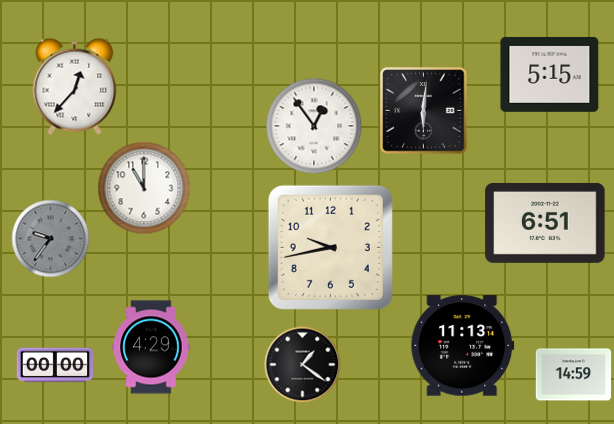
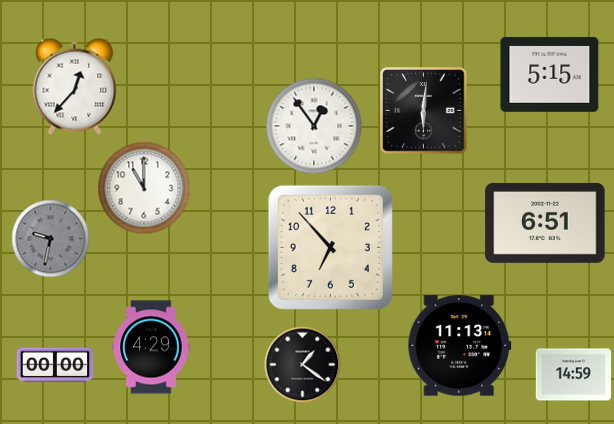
clock at (51, 239): 9:36 -> 9:32
clock at (330, 247): 9:43 -> 6:53
clock at (463, 346) position: (463, 346) -> (460, 346)
